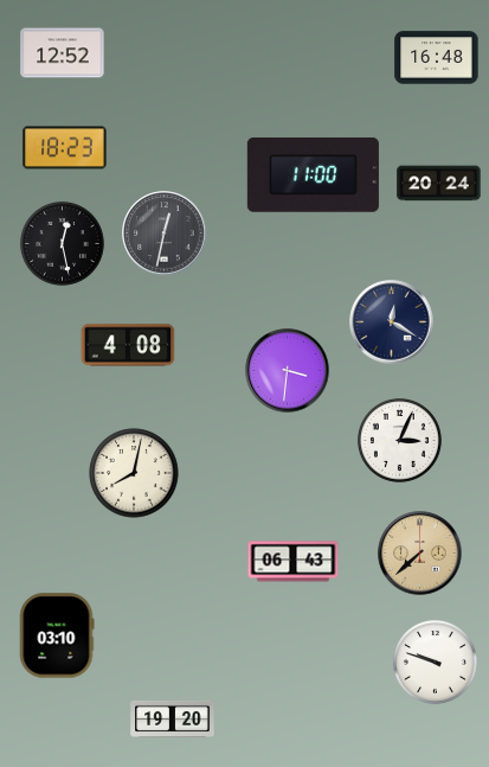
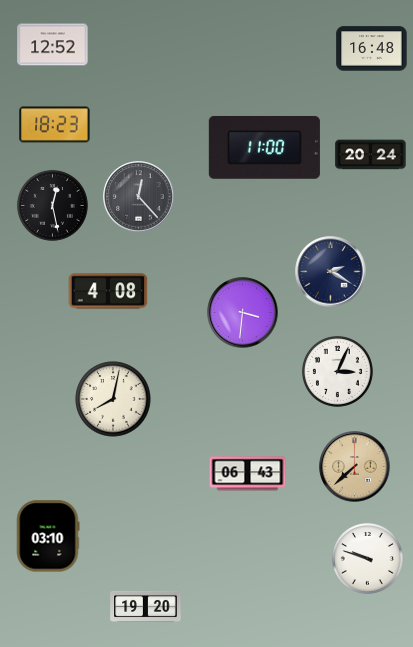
clock at (437, 58) position: (437, 58) -> (372, 49)
clock at (165, 234): 12:32 -> 12:23
clock at (392, 322): 12:20 -> 2:20
